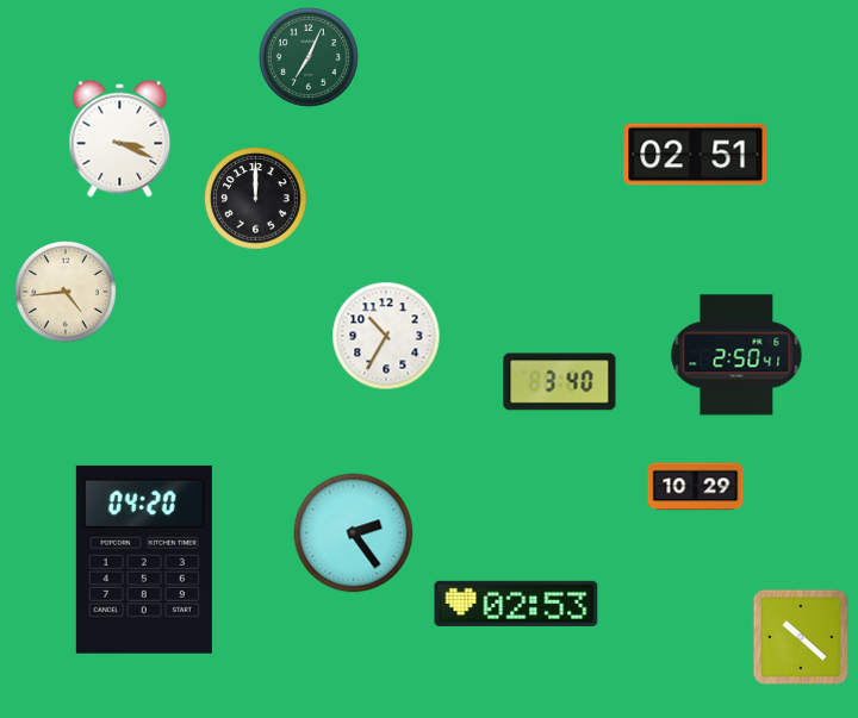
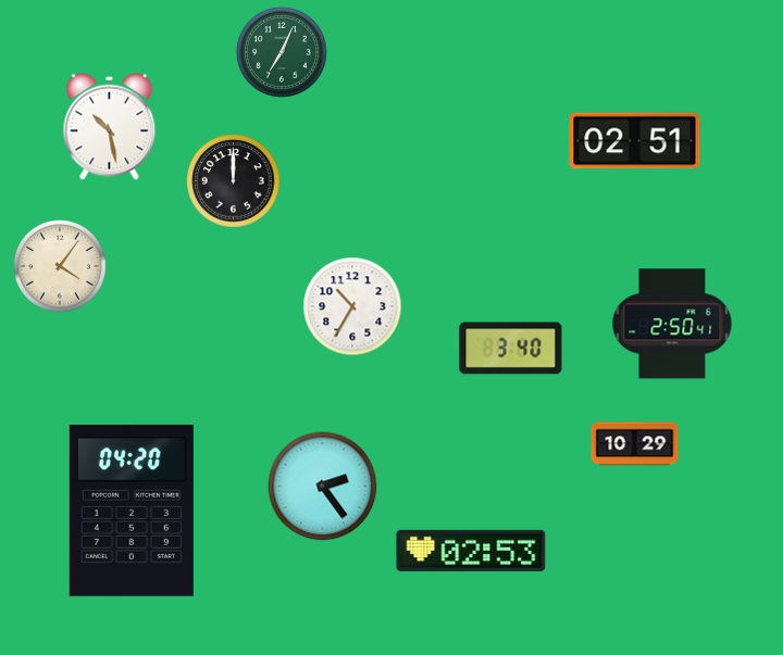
clock at (120, 139): 3:19 -> 10:28
clock at (67, 293): 4:44 -> 4:06
clock at (801, 637): 10:22 -> none
